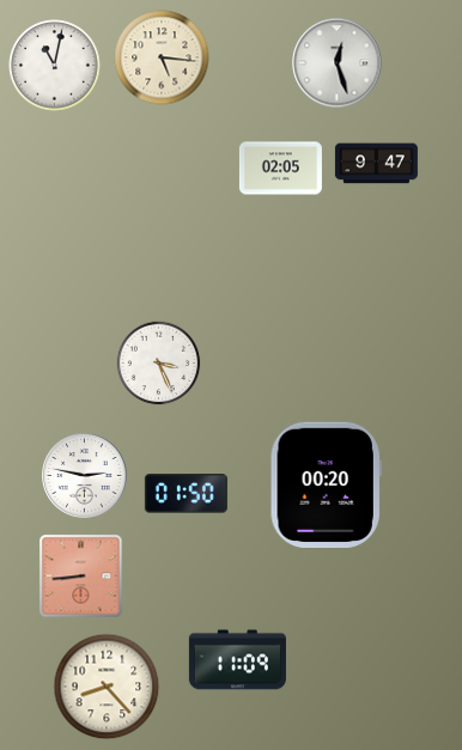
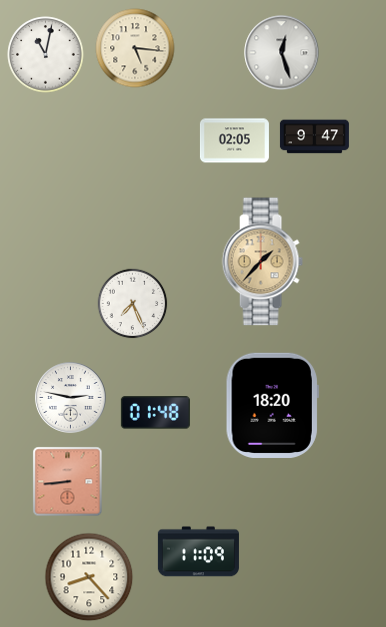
clock at (262, 262): none -> 1:37
clock at (159, 364): 3:26 -> 7:26
clock at (326, 484): 00:20 -> 18:20
clock at (186, 494): 01:50 -> 01:48
clock at (107, 687) position: (107, 687) -> (89, 577)
